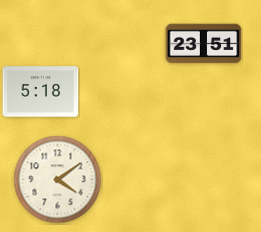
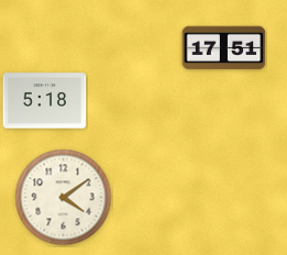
clock at (204, 44): 23:51 -> 17:51
